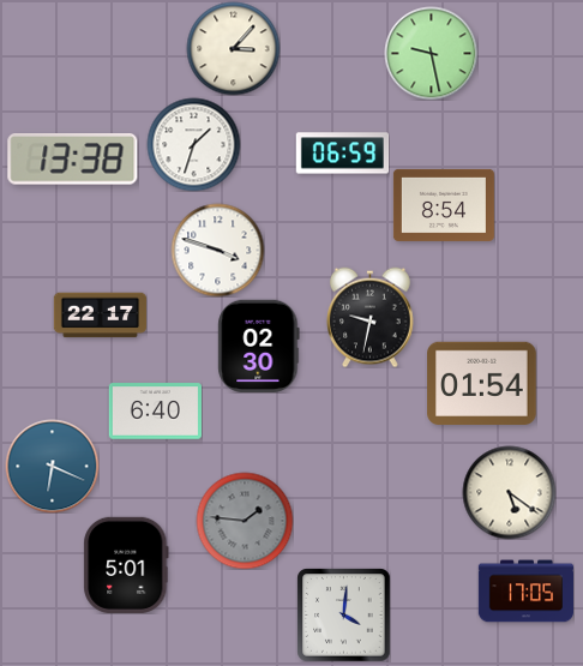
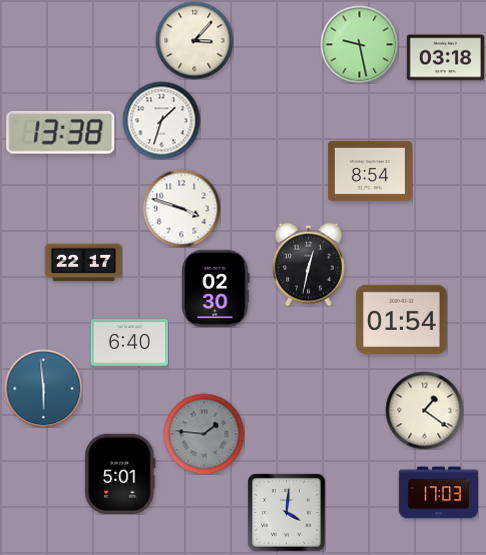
clock at (445, 58): none -> 03:18
clock at (342, 154): 06:59 -> none
clock at (371, 317): 9:32 -> 12:32
clock at (52, 466): 6:19 -> 5:59
clock at (509, 492): 5:21 -> 1:21
clock at (126, 565) position: (126, 565) -> (120, 474)
clock at (525, 592): 17:05 -> 17:03
